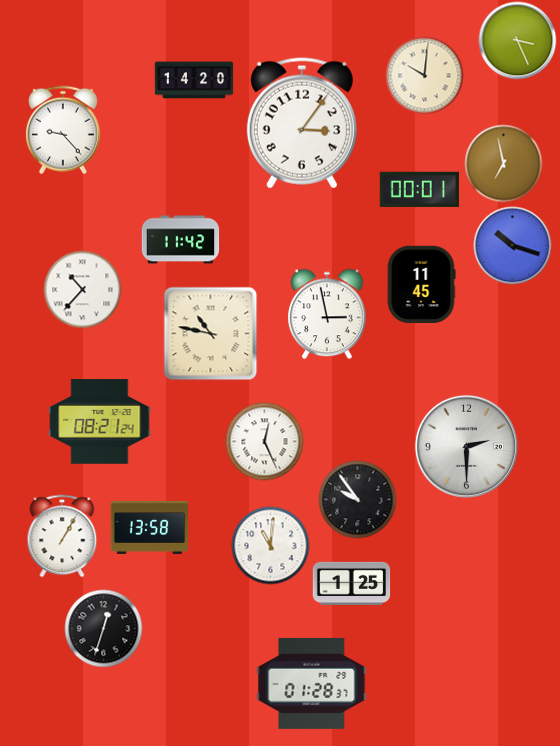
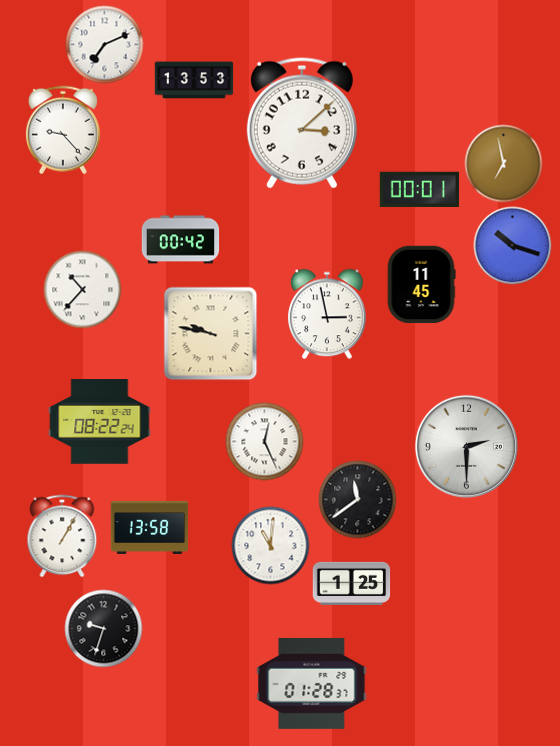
clock at (517, 40): 3:26 -> none
clock at (104, 44): none -> 7:11
clock at (424, 75): 10:01 -> none
clock at (194, 80): 14:20 -> 13:53
clock at (302, 123): 3:06 -> 3:08
clock at (180, 240): 11:42 -> 00:42
clock at (210, 333): 10:47 -> 9:47
clock at (100, 422): 08:21 -> 08:22
clock at (357, 499): 9:54 -> 11:39
clock at (103, 628): 12:33 -> 9:33
